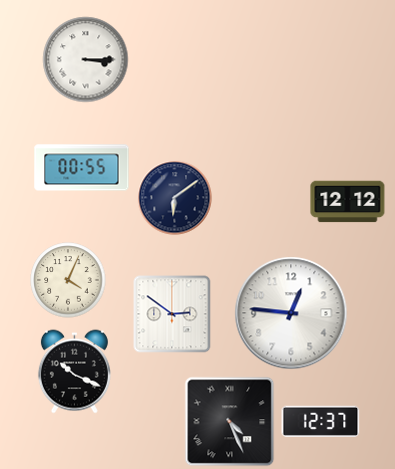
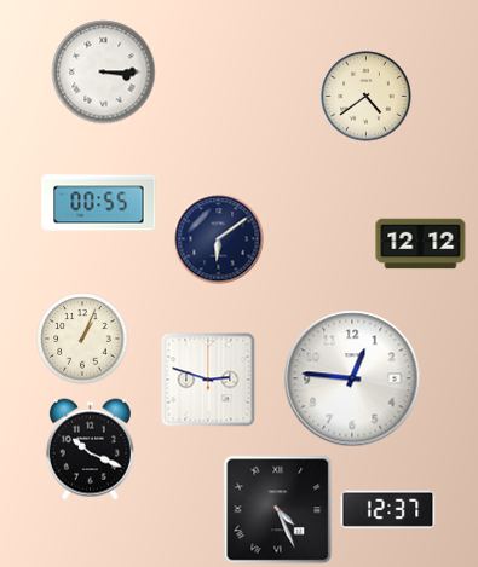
clock at (367, 97): none -> 4:39
clock at (175, 198) position: (175, 198) -> (219, 239)
clock at (68, 280): 4:04 -> 1:04
clock at (172, 314): 2:51 -> 2:48
